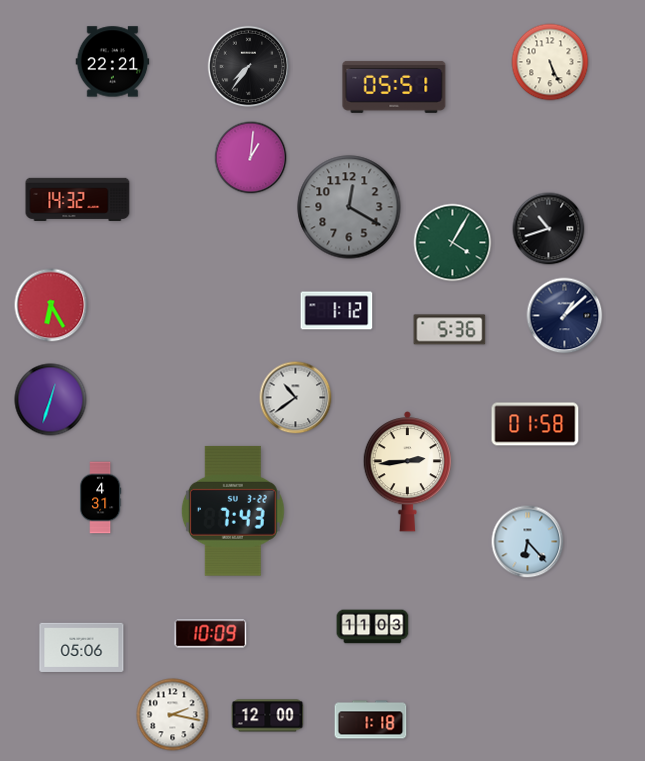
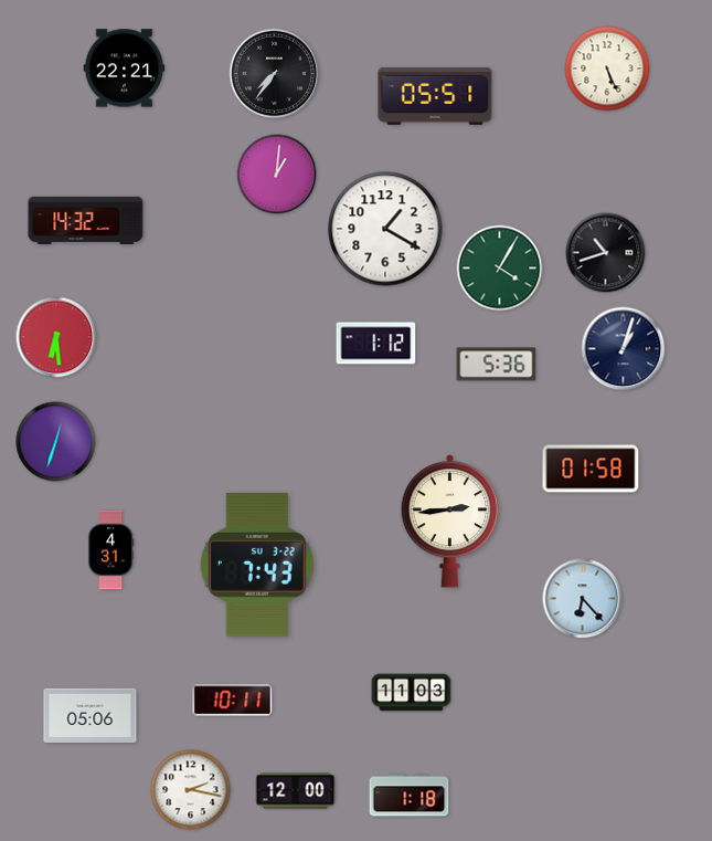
clock at (349, 207): 12:20 -> 1:20
clock at (349, 207) dial: grey -> white
clock at (51, 305): 6:25 -> 6:29
clock at (337, 311) position: (337, 311) -> (376, 344)
clock at (565, 316): 1:08 -> 1:03
clock at (296, 398): 10:39 -> none
clock at (211, 634): 10:09 -> 10:11
